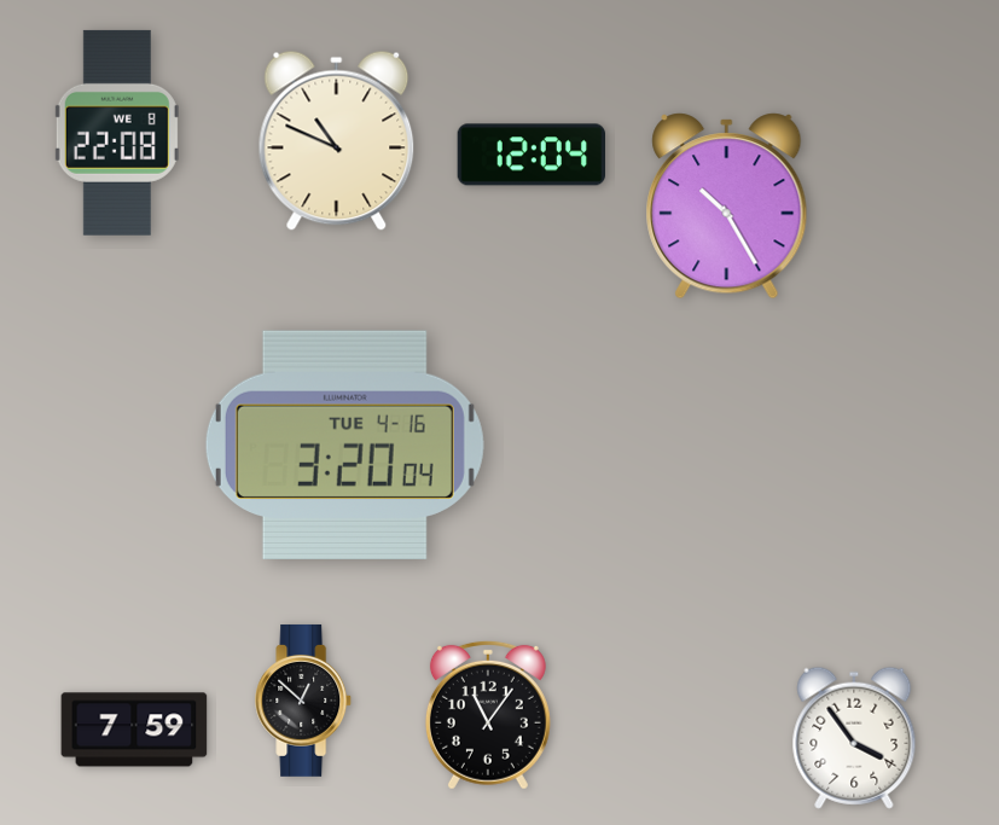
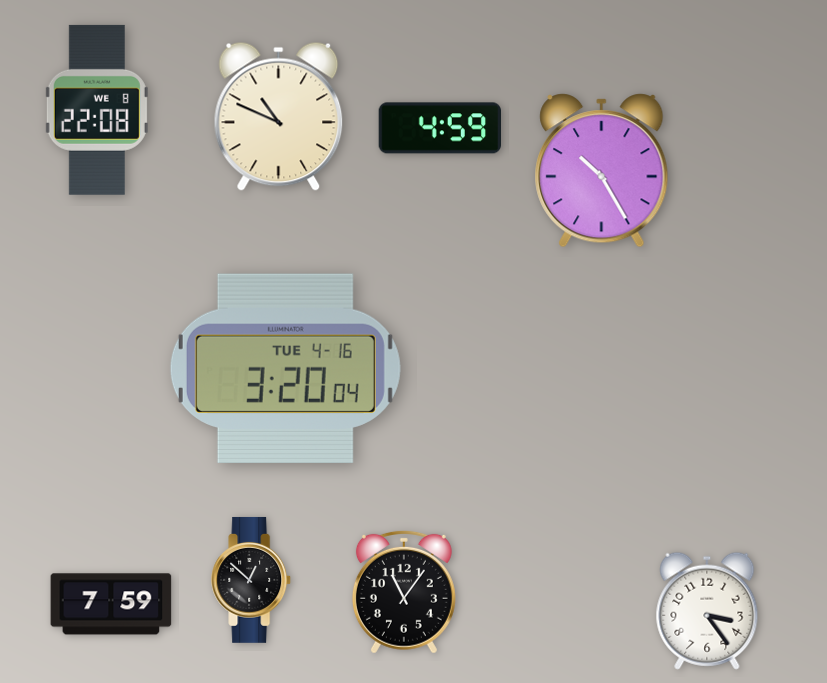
clock at (530, 155): 12:04 -> 4:59
clock at (854, 738): 3:54 -> 3:24
